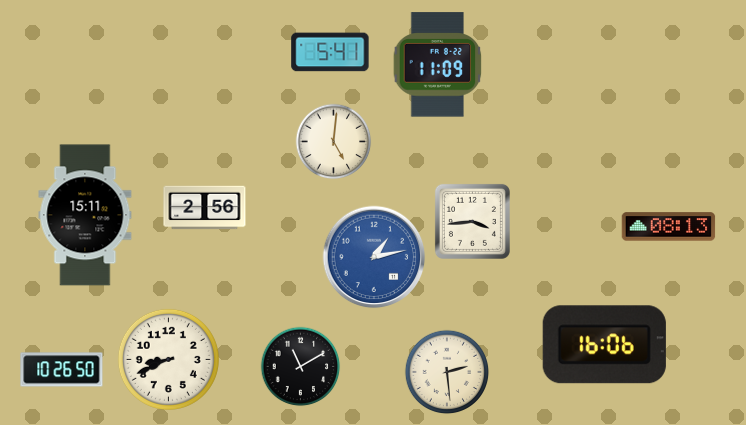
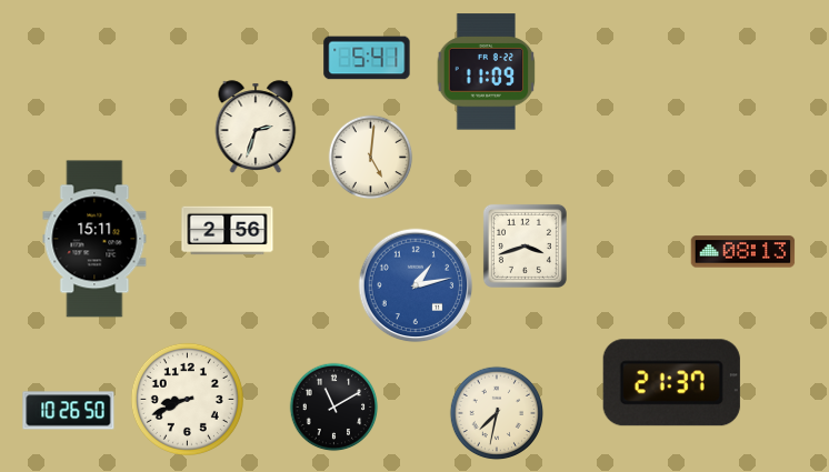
clock at (256, 127): none -> 2:33
clock at (472, 221): 3:44 -> 3:42
clock at (604, 345): 16:06 -> 21:37
clock at (447, 372): 2:29 -> 7:32
